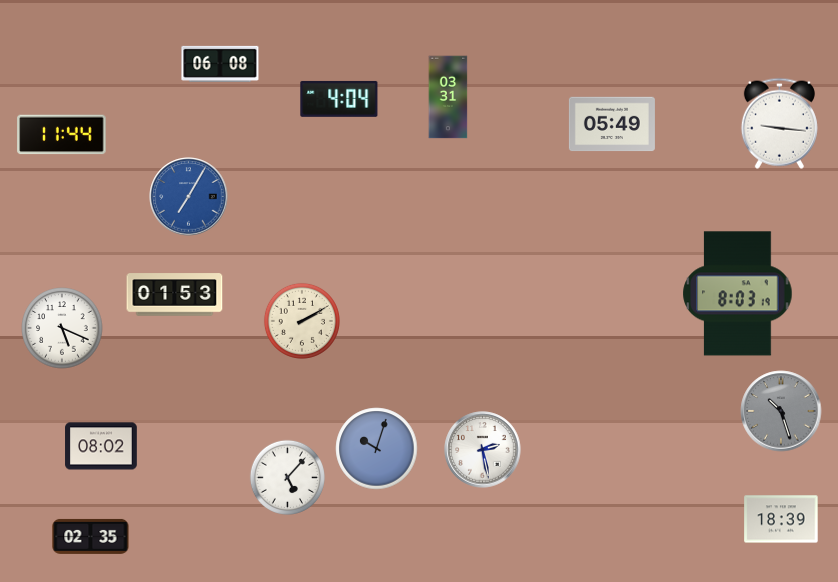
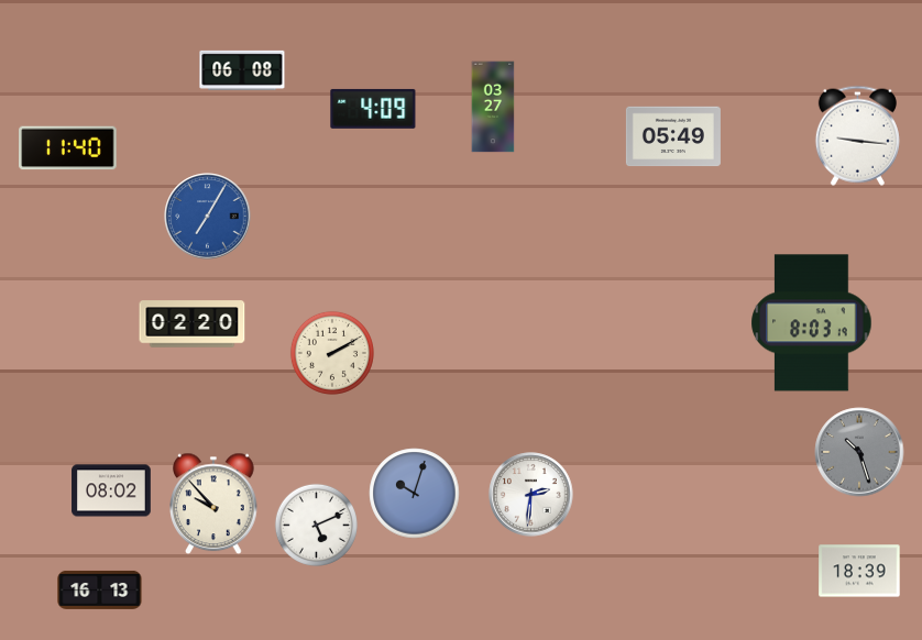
clock at (448, 97): 03:31 -> 03:27
clock at (339, 99): 4:04 -> 4:09
clock at (62, 135): 11:44 -> 11:40
clock at (175, 295): 01:53 -> 02:20
clock at (62, 328): 5:19 -> none
clock at (483, 450): 2:28 -> 2:31
clock at (213, 504): none -> 9:53
clock at (287, 477): 5:07 -> 5:11
clock at (91, 536): 02:35 -> 16:13
